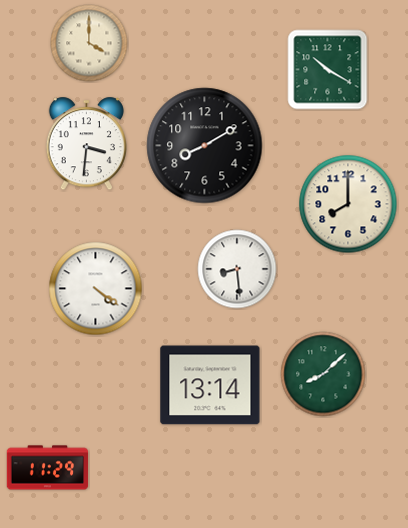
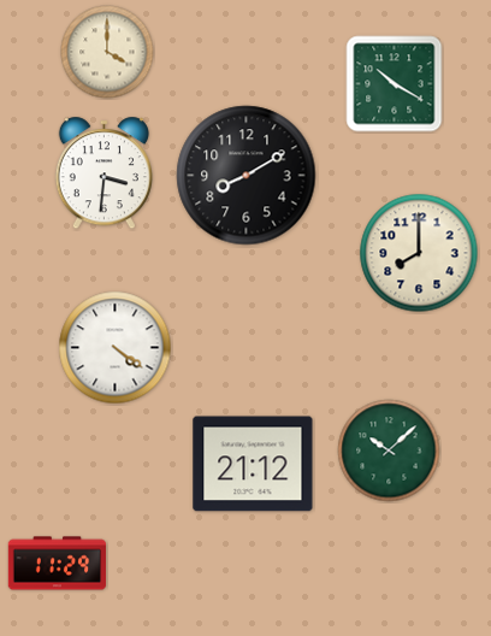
clock at (348, 204) position: (348, 204) -> (419, 253)
clock at (237, 269): 8:29 -> none
clock at (323, 374): 8:08 -> 10:08
clock at (210, 385): 13:14 -> 21:12
